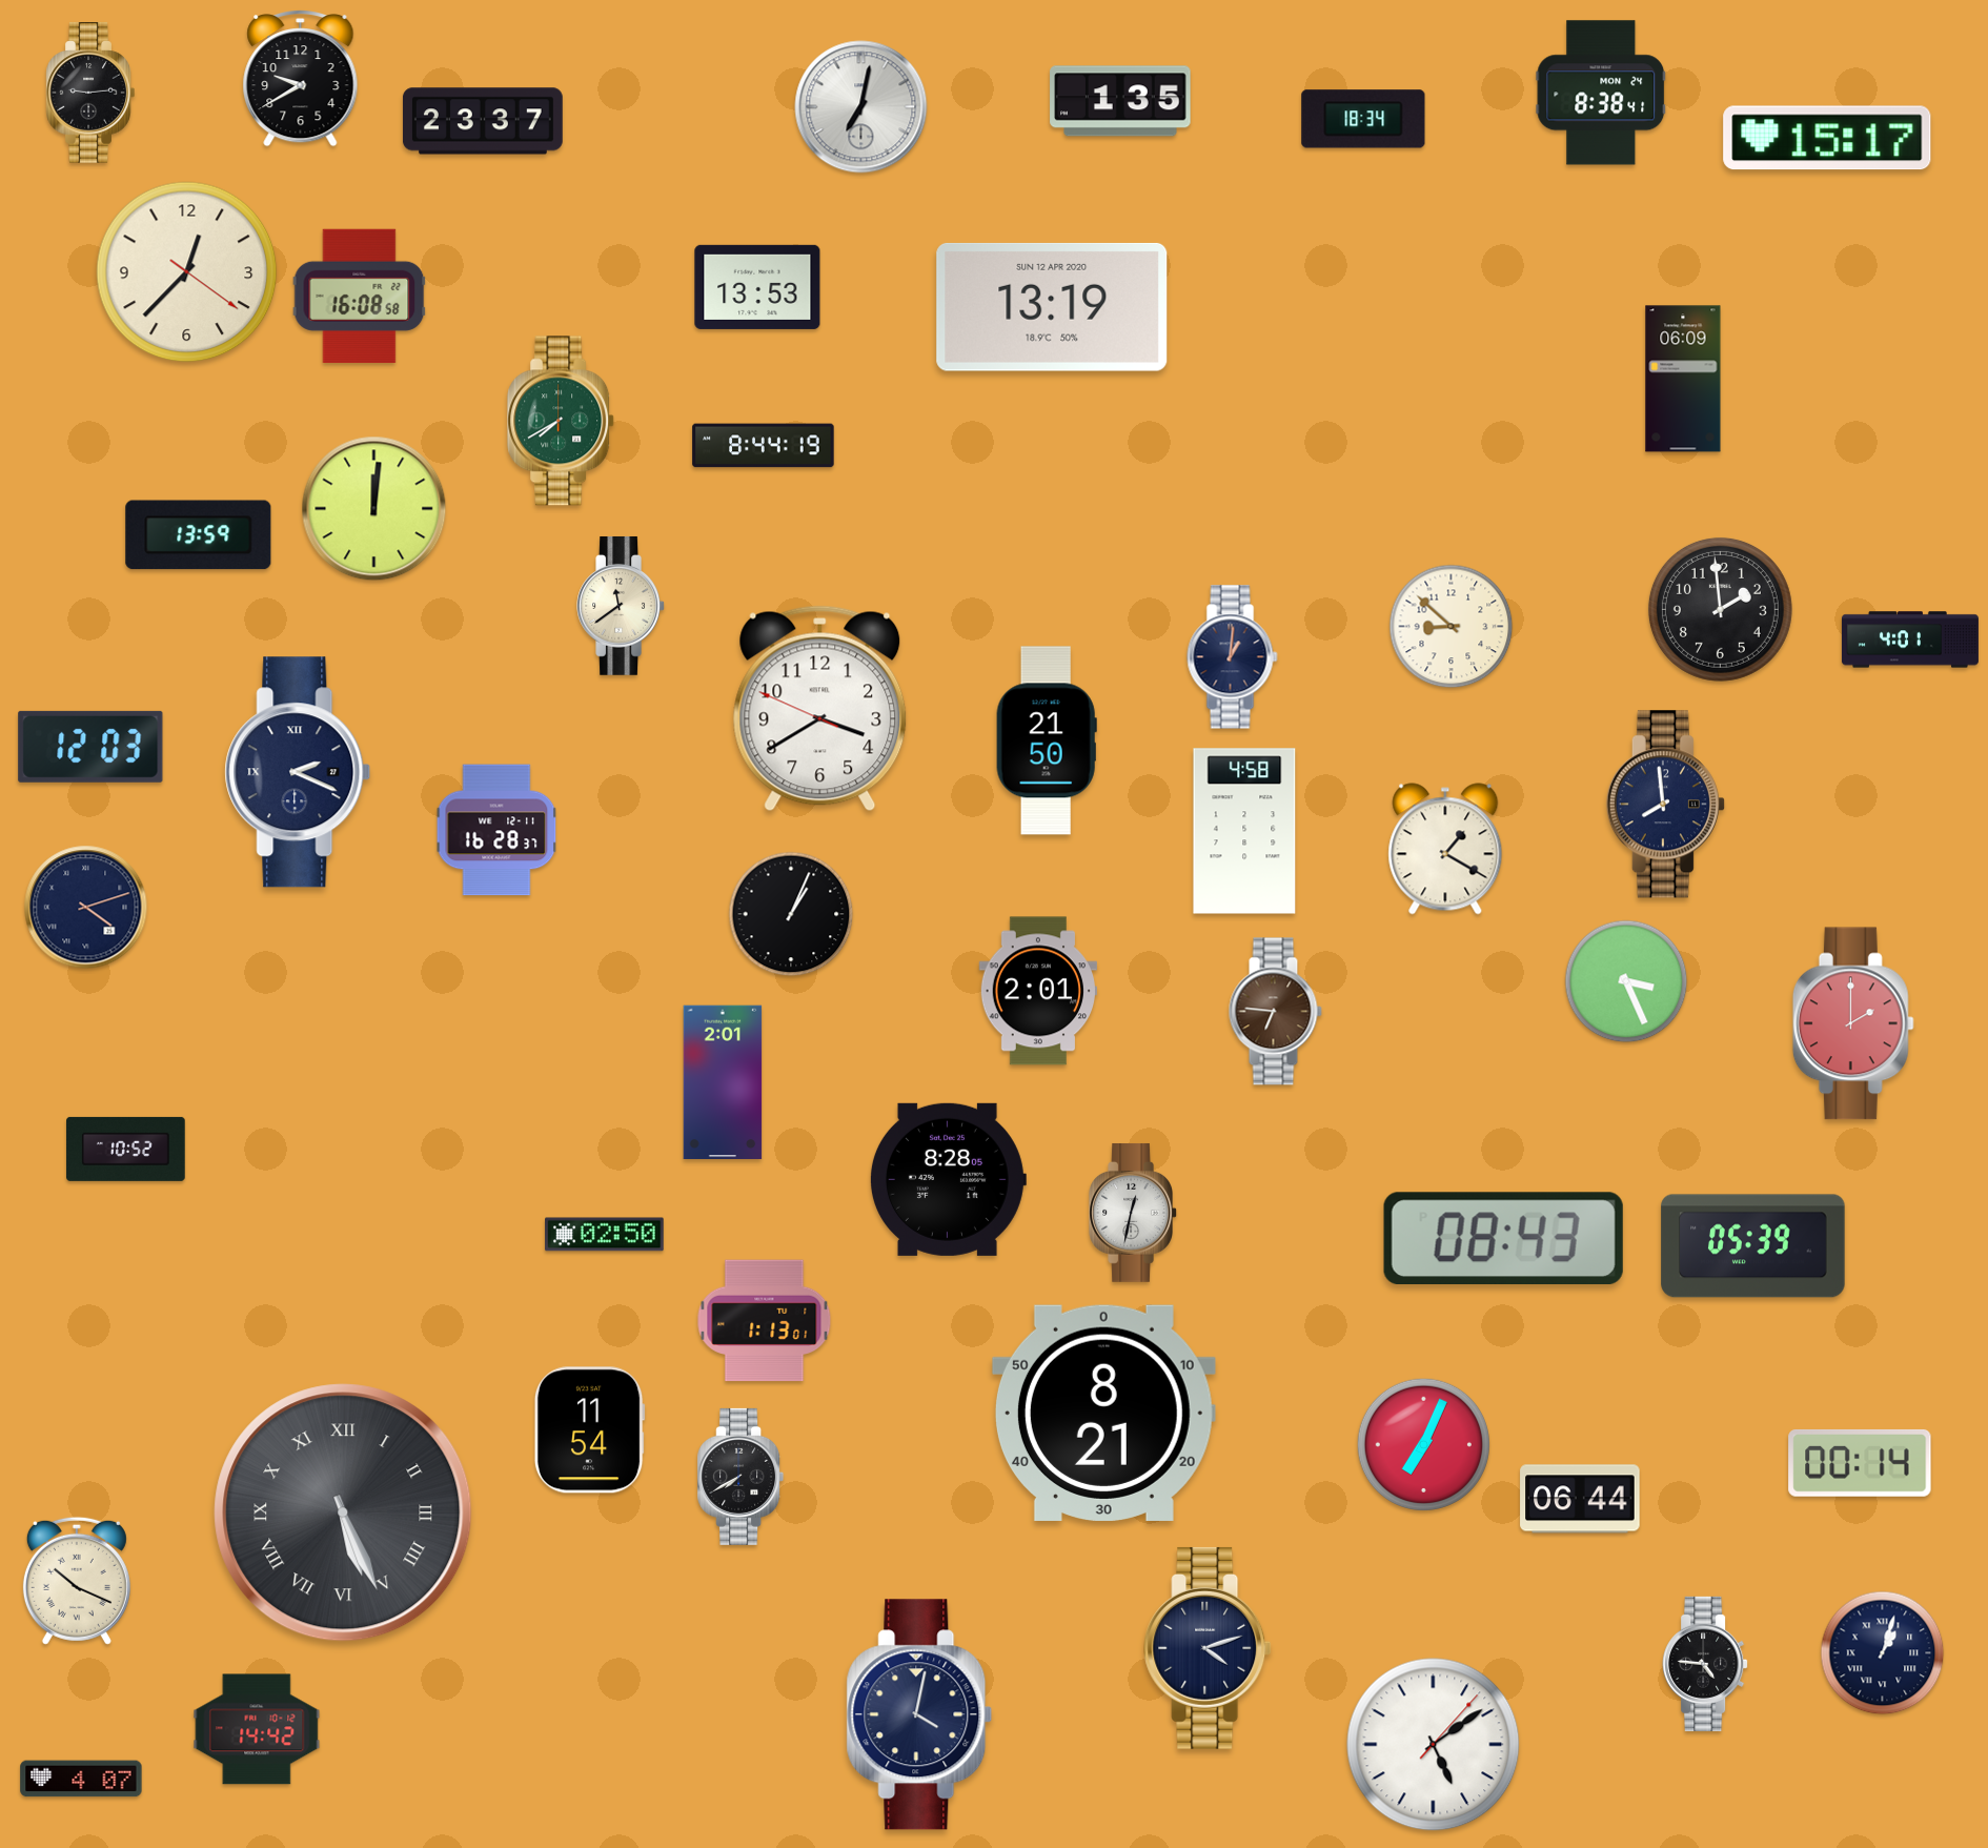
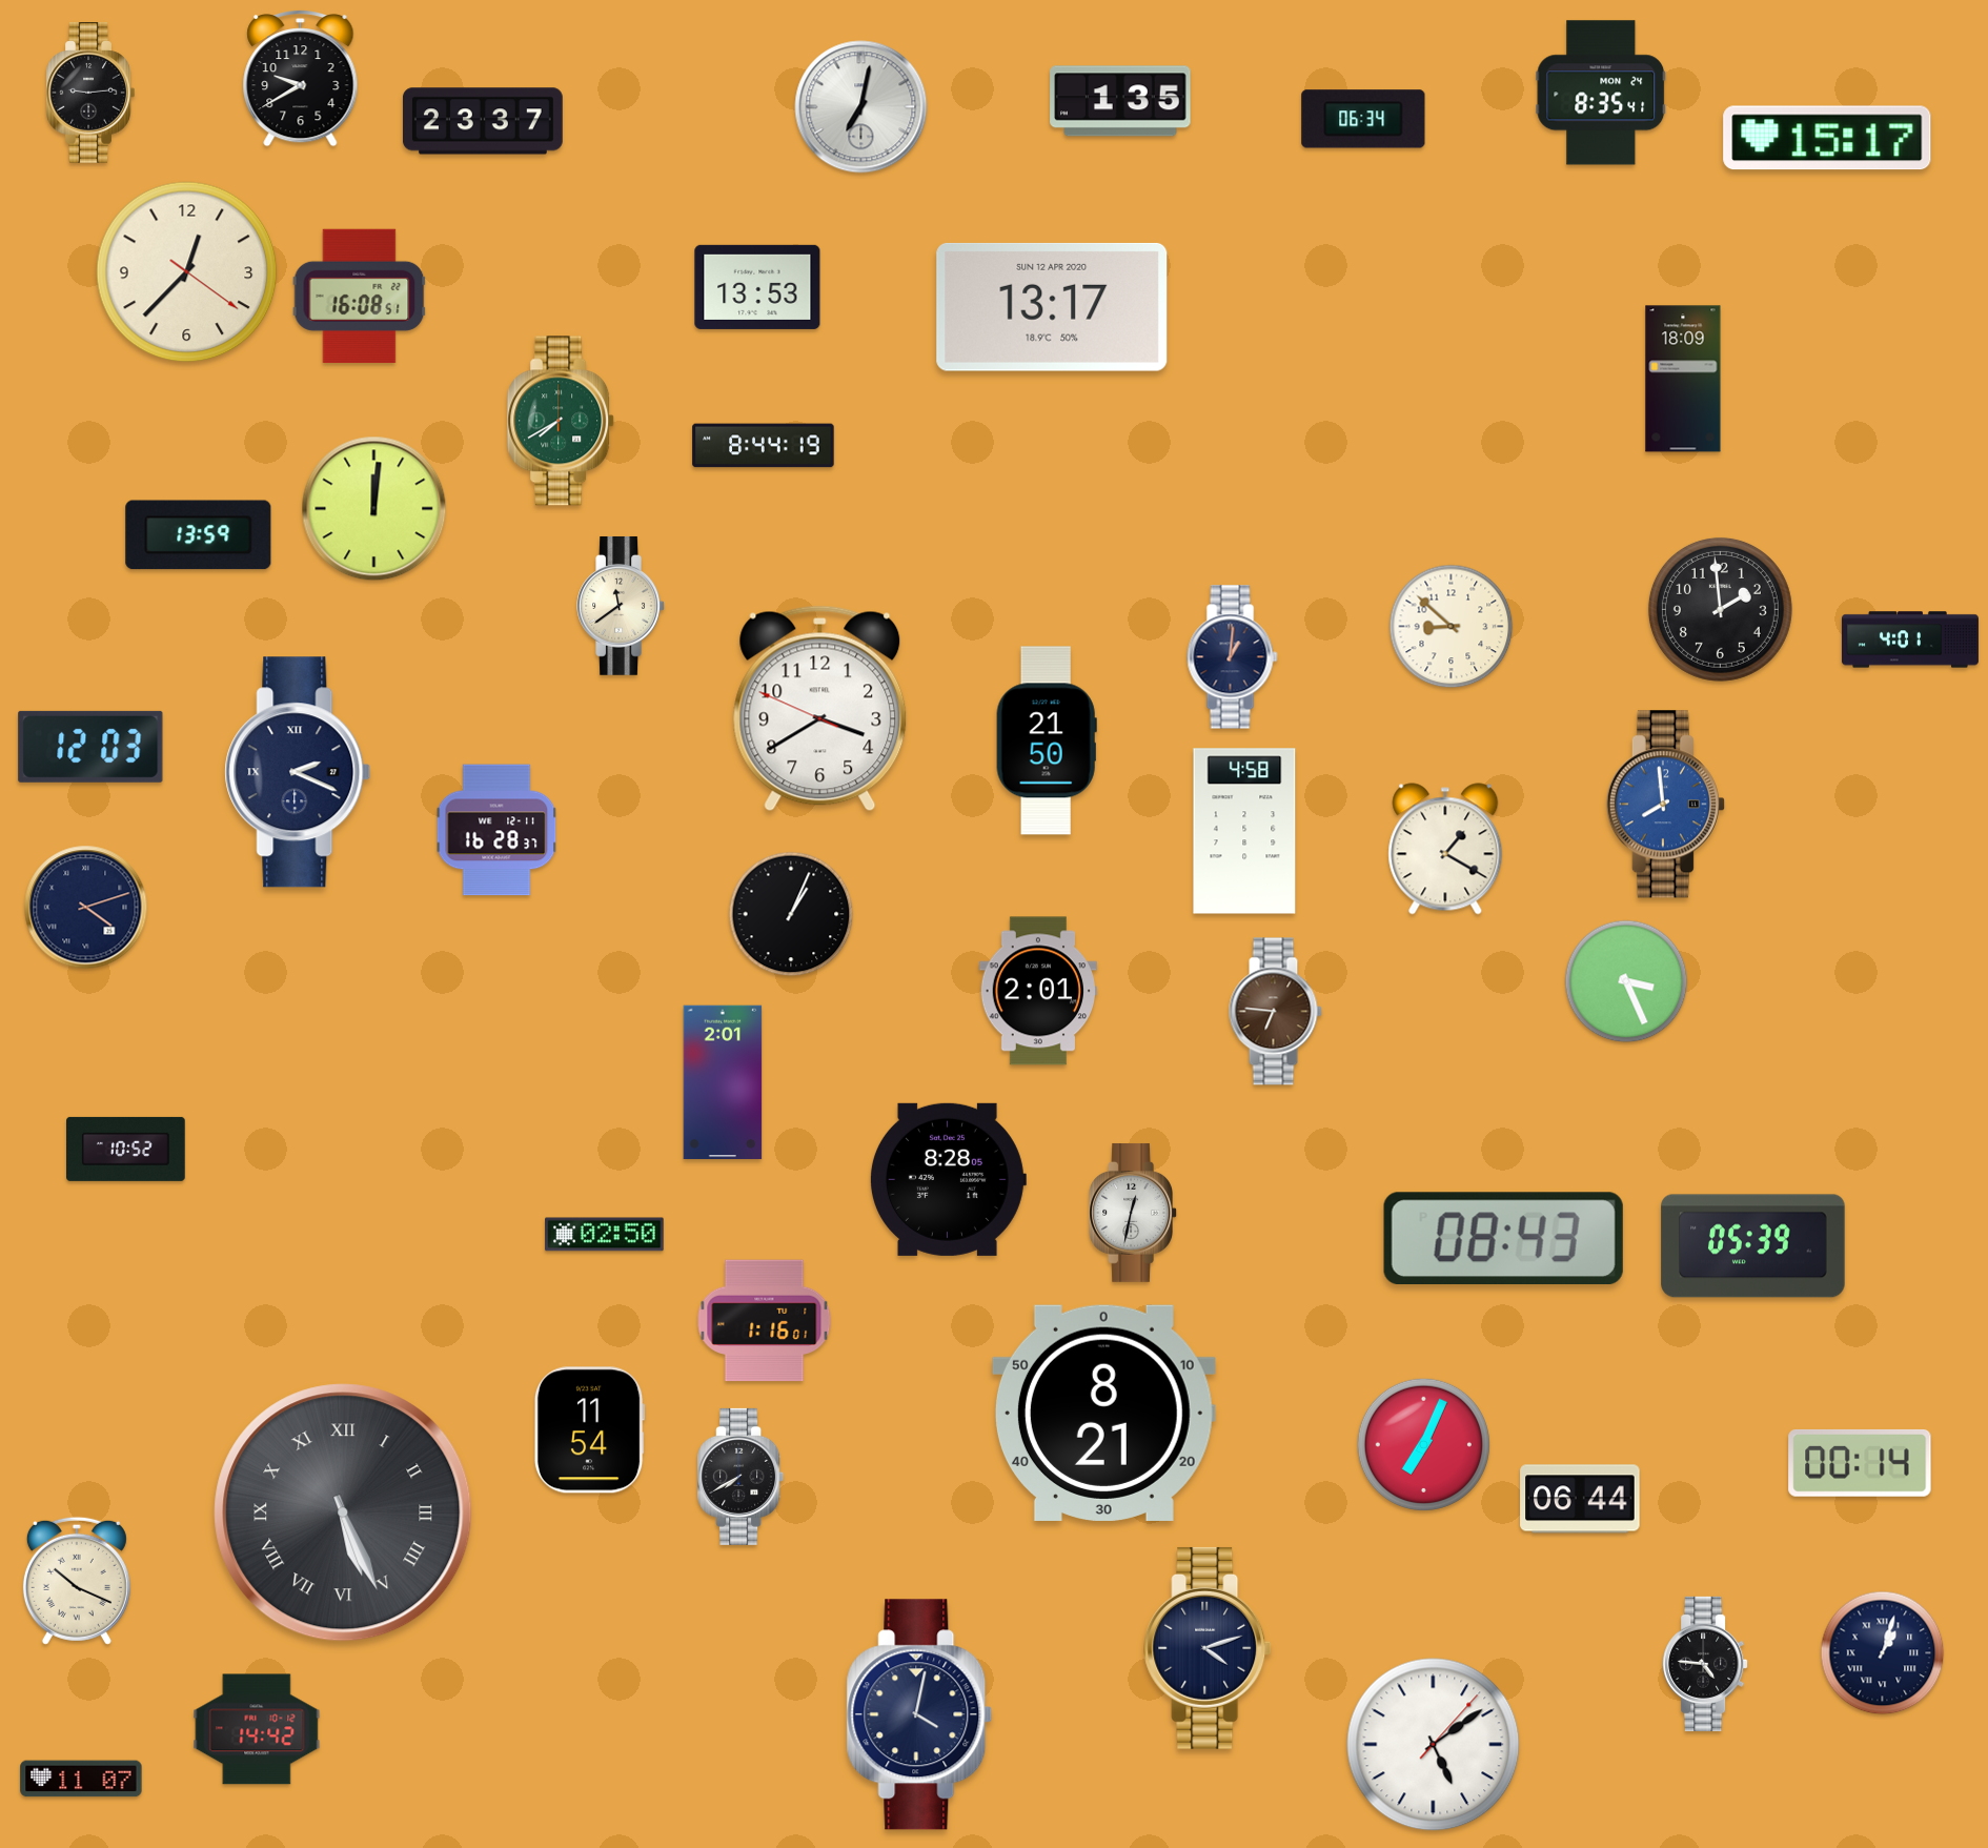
clock at (1601, 93): 8:38 -> 8:35
clock at (1363, 119): 18:34 -> 06:34
clock at (360, 296): 16:08:58 -> 16:08:51
clock at (1052, 307): 13:19 -> 13:17
clock at (1683, 379): 06:09 -> 18:09
clock at (1665, 805) dial: navy -> blue
clock at (1853, 1023): 2:00 -> none
clock at (765, 1321): 1:13 -> 1:16
clock at (81, 1779): 4:07 -> 11:07
